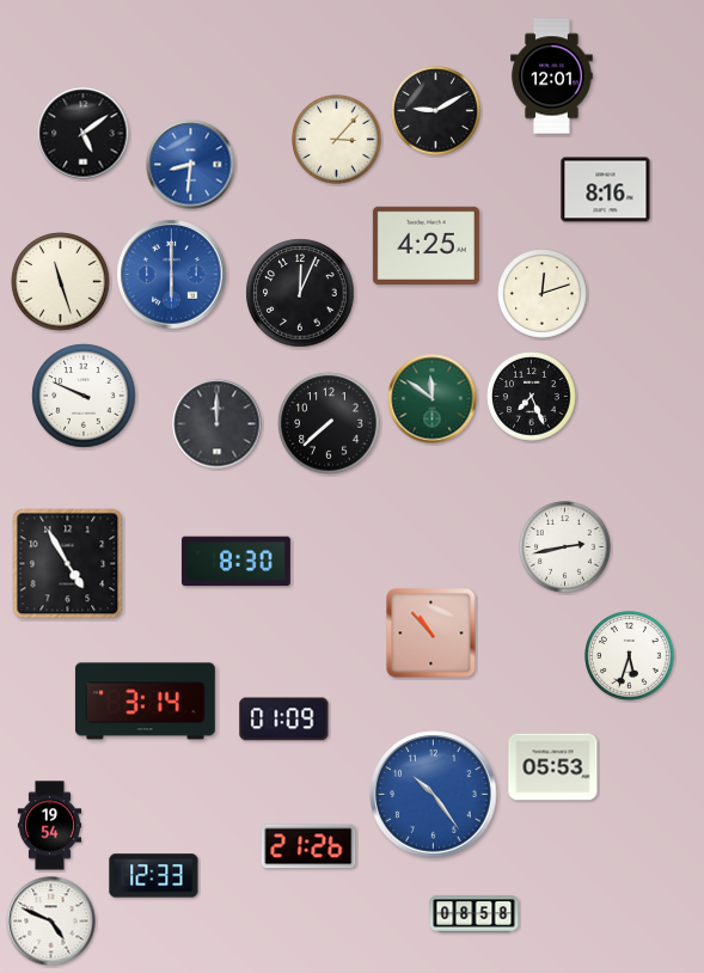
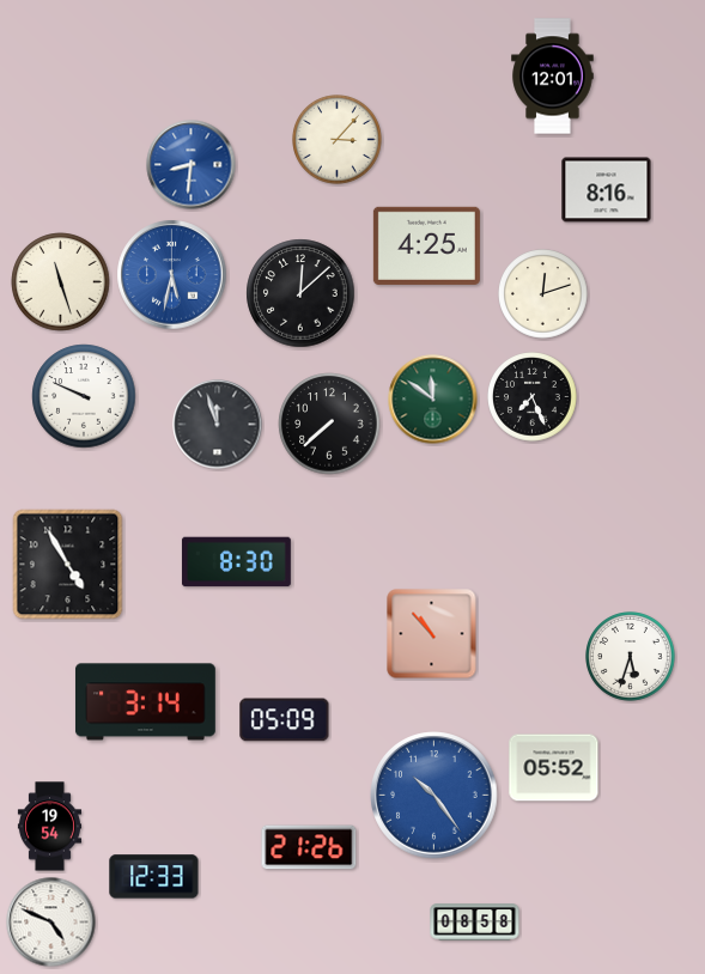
clock at (436, 111): 9:10 -> none
clock at (84, 134): 5:09 -> none
clock at (172, 275): 6:00 -> 5:32
clock at (300, 293): 12:04 -> 12:08
clock at (218, 424): 12:00 -> 11:57
clock at (565, 547): 2:43 -> none
clock at (284, 720): 01:09 -> 05:09
clock at (553, 767): 05:53 -> 05:52
clock at (475, 914) position: (475, 914) -> (475, 923)
